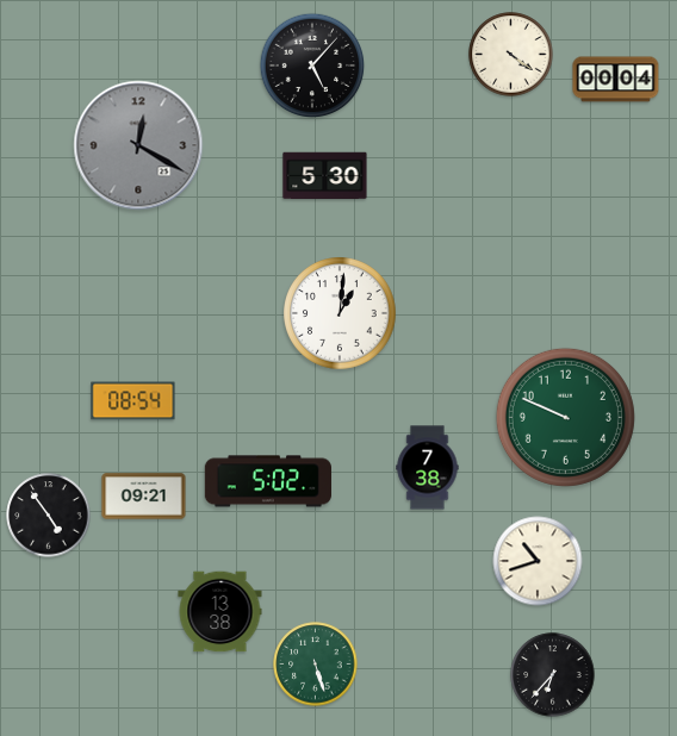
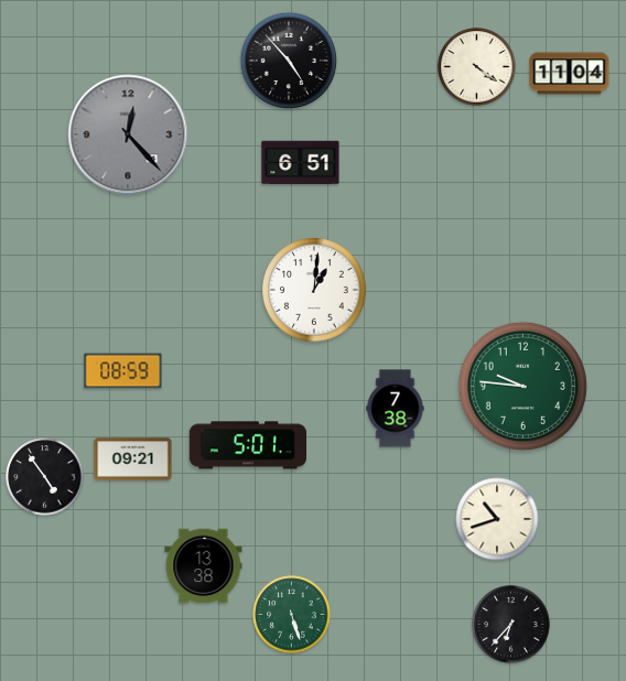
clock at (511, 55) position: (511, 55) -> (477, 67)
clock at (312, 66): 5:07 -> 4:53
clock at (616, 80): 00:04 -> 11:04
clock at (138, 145): 12:20 -> 12:23
clock at (325, 176): 5:30 -> 6:51
clock at (133, 401): 08:54 -> 08:59
clock at (565, 417): 9:49 -> 9:46
clock at (428, 468) position: (428, 468) -> (396, 409)
clock at (267, 481): 5:02 -> 5:01
